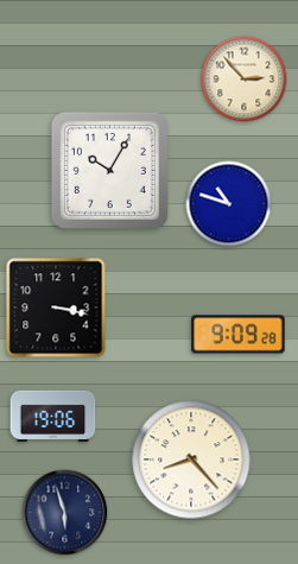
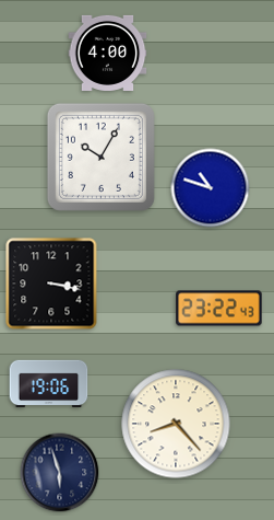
clock at (108, 53): none -> 4:00
clock at (245, 80): 2:53 -> none
clock at (239, 335): 9:09 -> 23:22
